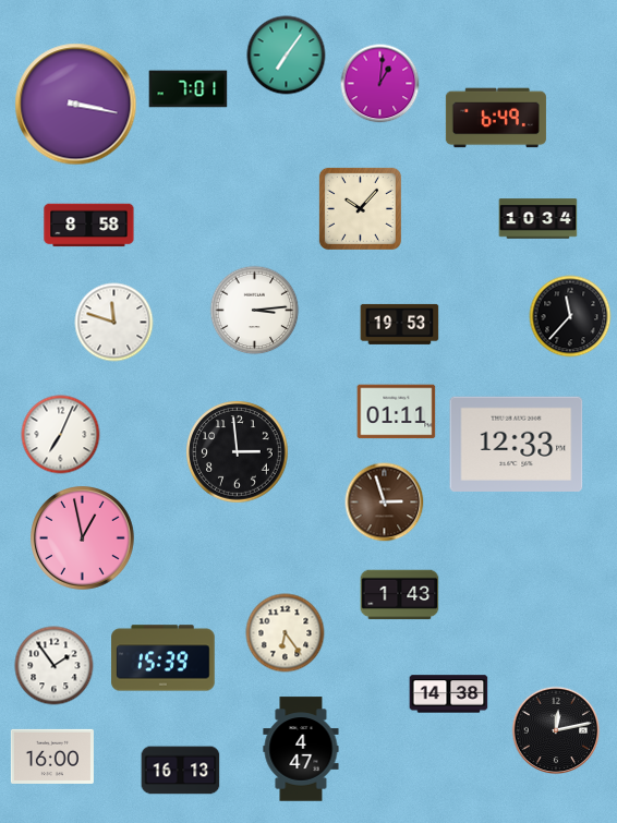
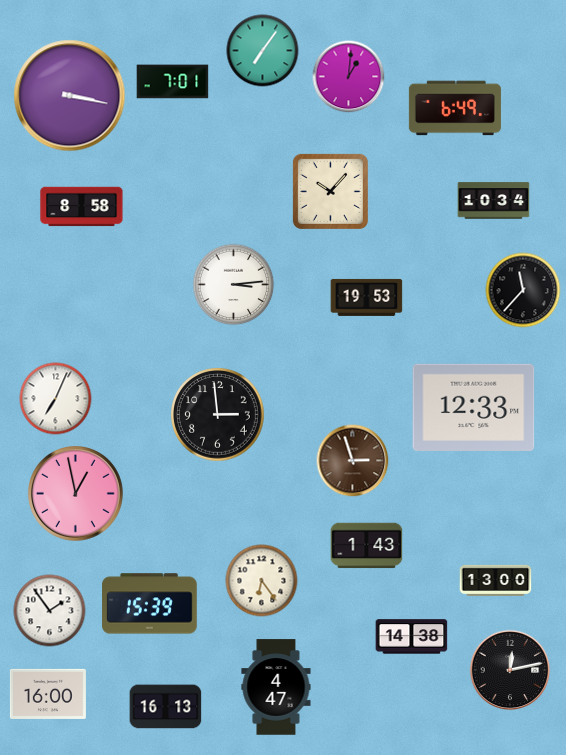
clock at (114, 323): 11:48 -> none
clock at (397, 412): 01:11 -> none
clock at (496, 580): none -> 13:00
